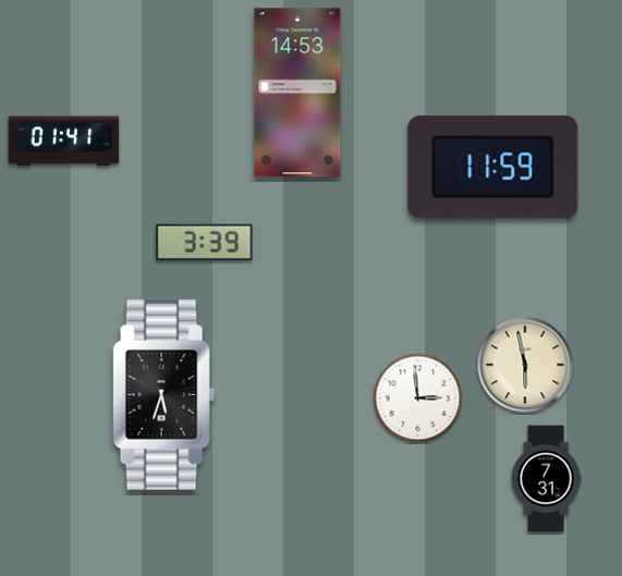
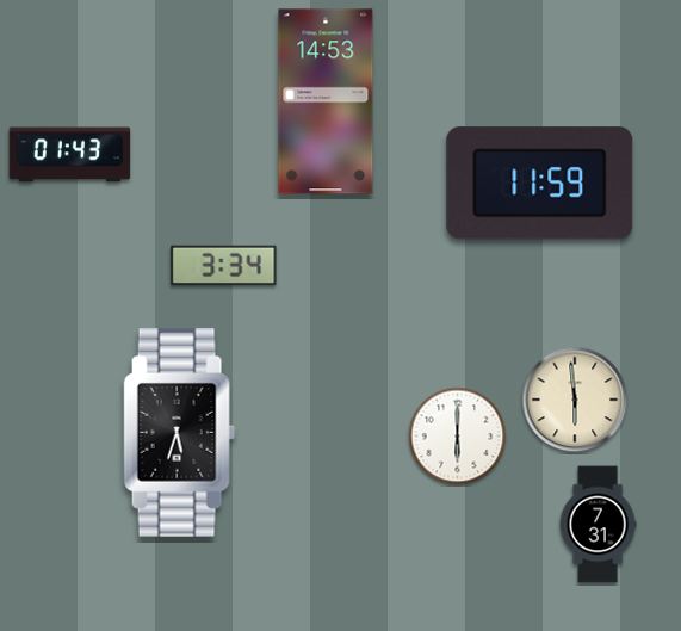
clock at (64, 142): 01:41 -> 01:43
clock at (205, 243): 3:39 -> 3:34
clock at (525, 365): 5:58 -> 5:59
clock at (418, 399): 2:59 -> 6:00
